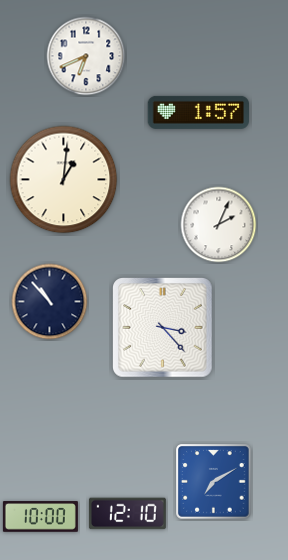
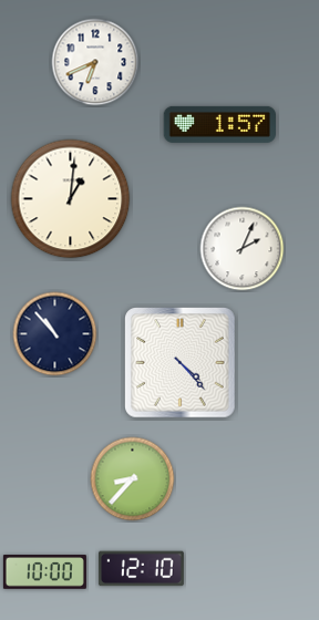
clock at (163, 328): 3:23 -> 4:23
clock at (133, 479): none -> 8:37
clock at (214, 482): 7:10 -> none
